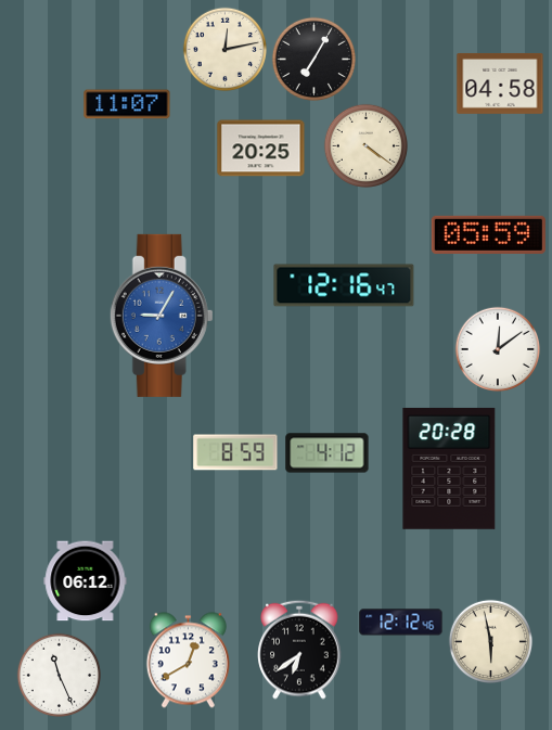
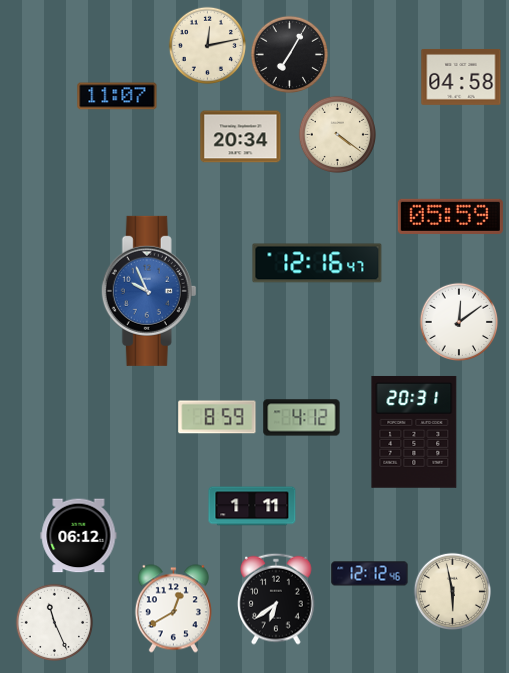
clock at (261, 149): 20:25 -> 20:34
clock at (162, 316): 9:05 -> 9:56
clock at (449, 469): 20:28 -> 20:31
clock at (252, 506): none -> 1:11
